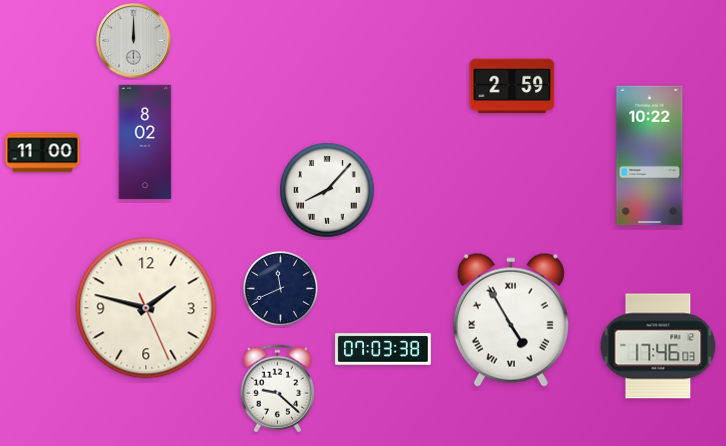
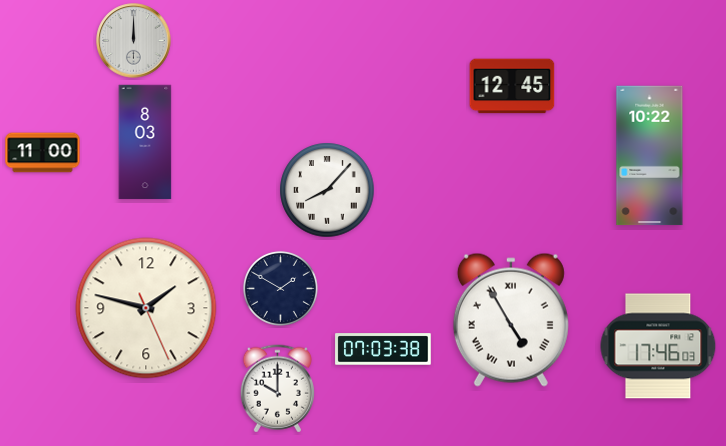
clock at (512, 86): 2:59 -> 12:45
clock at (145, 142): 8:02 -> 8:03
clock at (280, 288): 11:41 -> 1:50
clock at (277, 389): 9:22 -> 10:00
